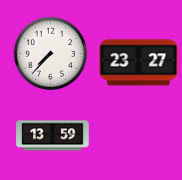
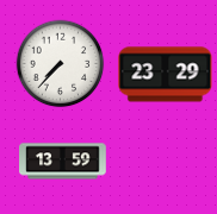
clock at (139, 63): 23:27 -> 23:29
